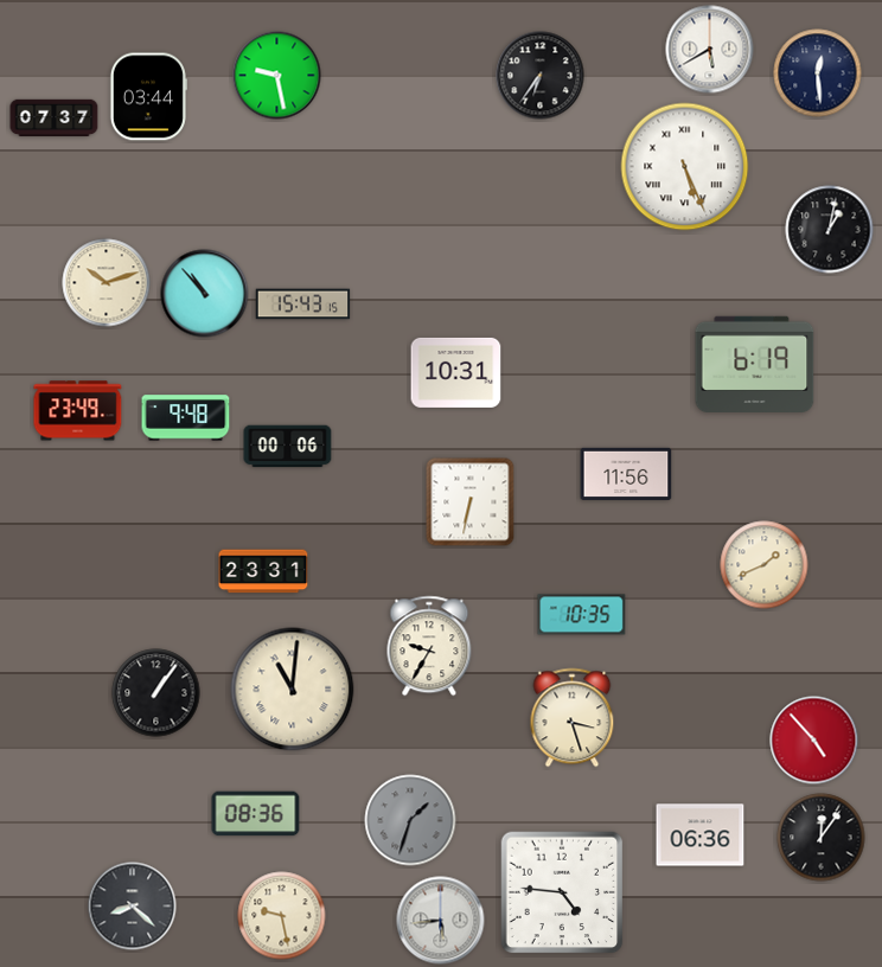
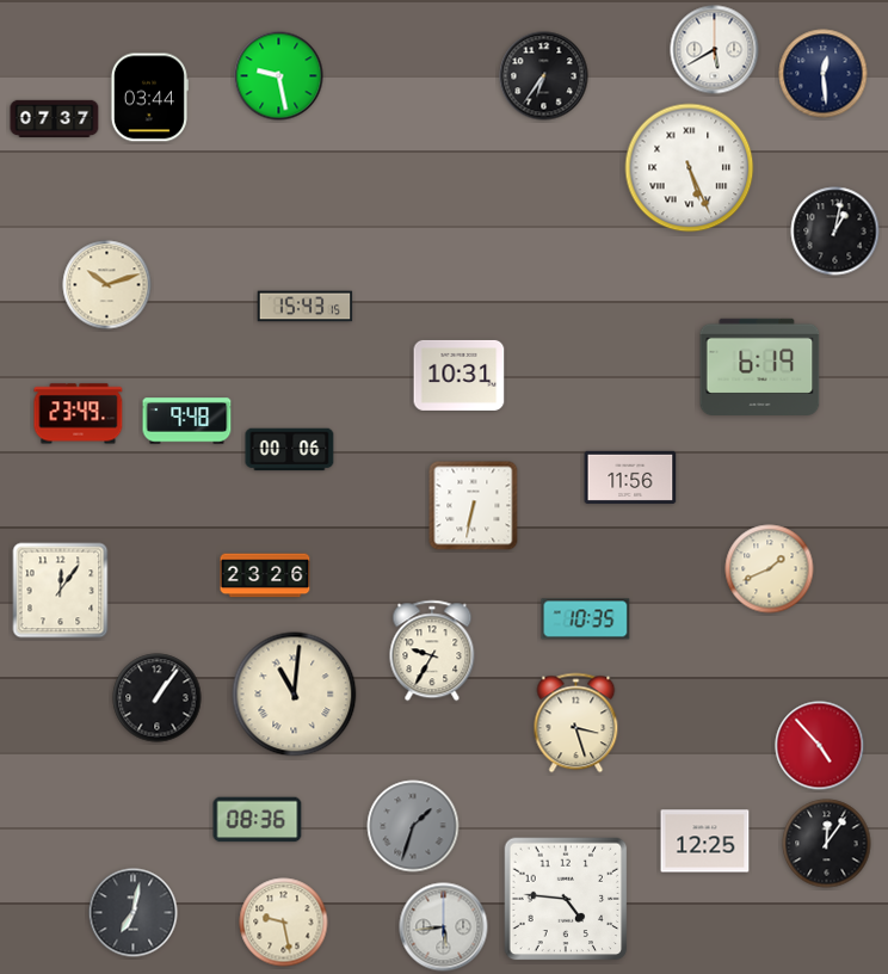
clock at (205, 294): 10:53 -> none
clock at (263, 571): 23:31 -> 23:26
clock at (61, 591): none -> 12:06
clock at (701, 835): 06:36 -> 12:25
clock at (133, 907): 8:22 -> 7:02
